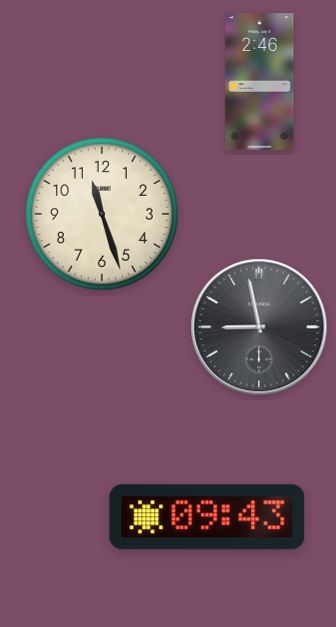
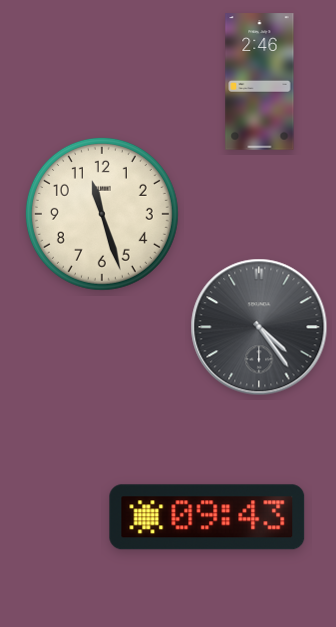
clock at (259, 327): 8:58 -> 4:24
